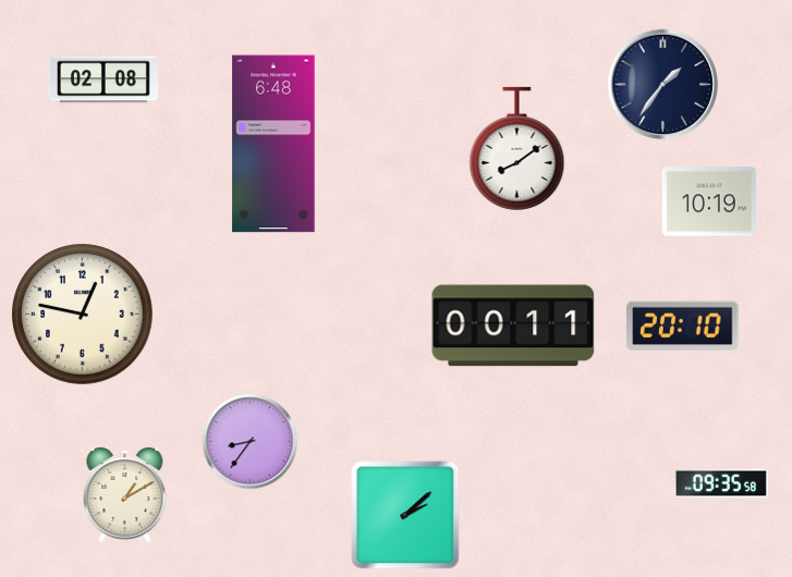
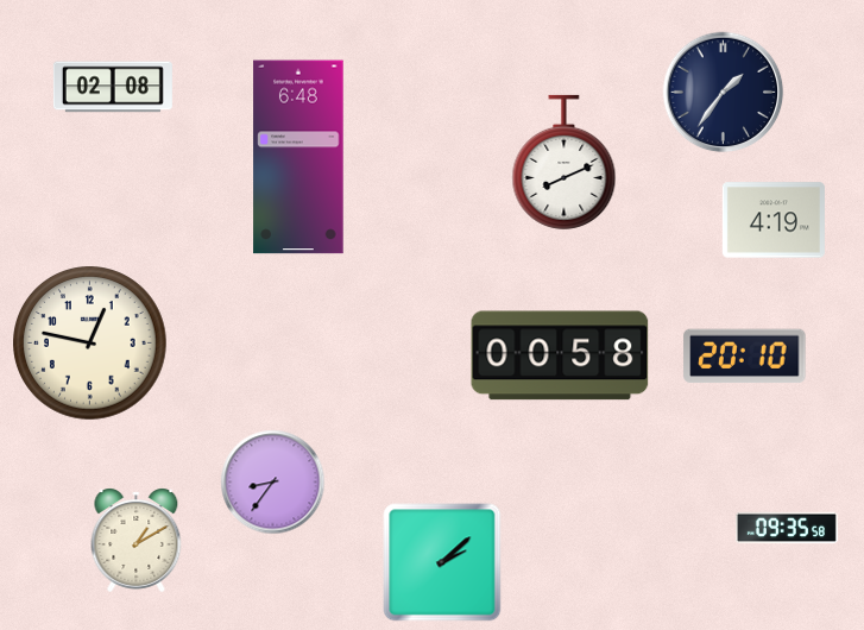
clock at (517, 148): 8:09 -> 8:11
clock at (709, 201): 10:19 -> 4:19
clock at (513, 326): 00:11 -> 00:58
